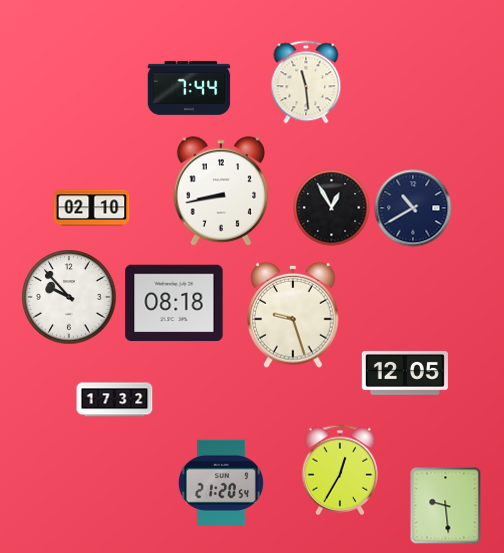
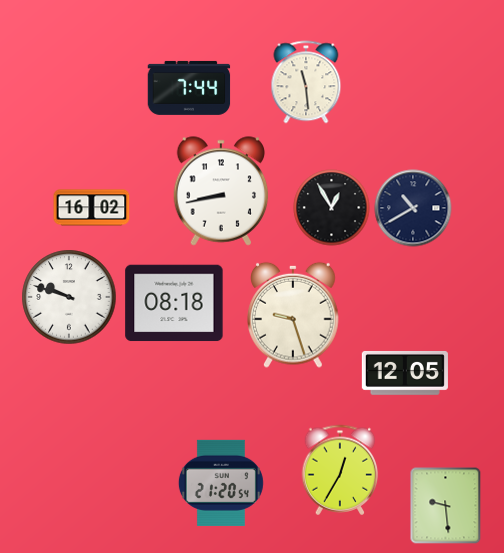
clock at (92, 208): 02:10 -> 16:02
clock at (69, 297): 9:53 -> 9:48
clock at (115, 400): 17:32 -> none
